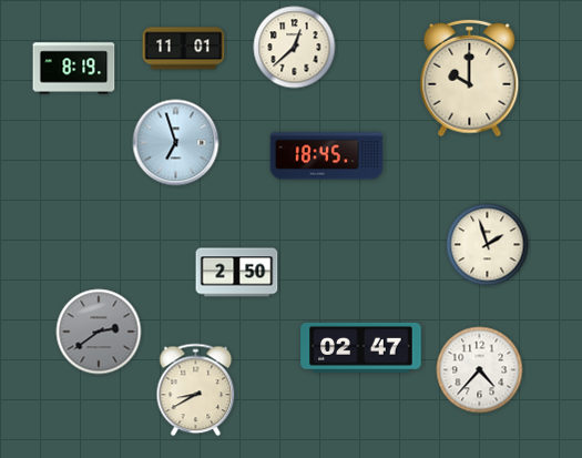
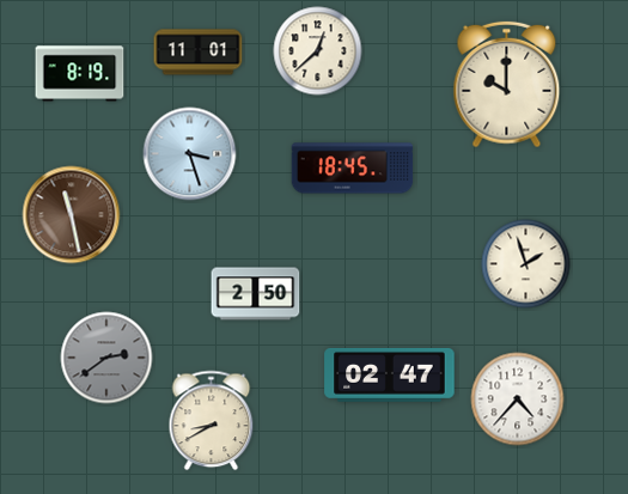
clock at (176, 143): 6:57 -> 3:27
clock at (72, 215): none -> 11:28
